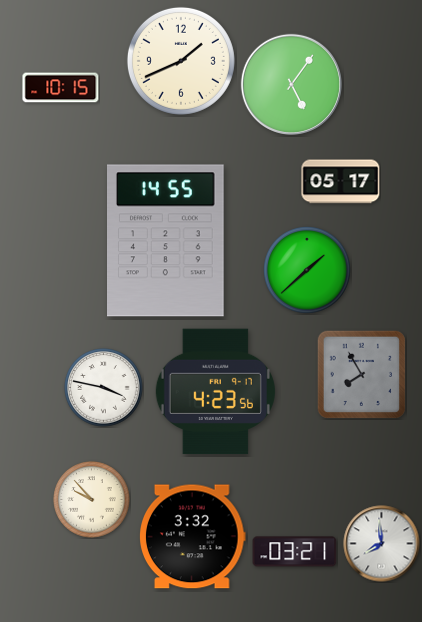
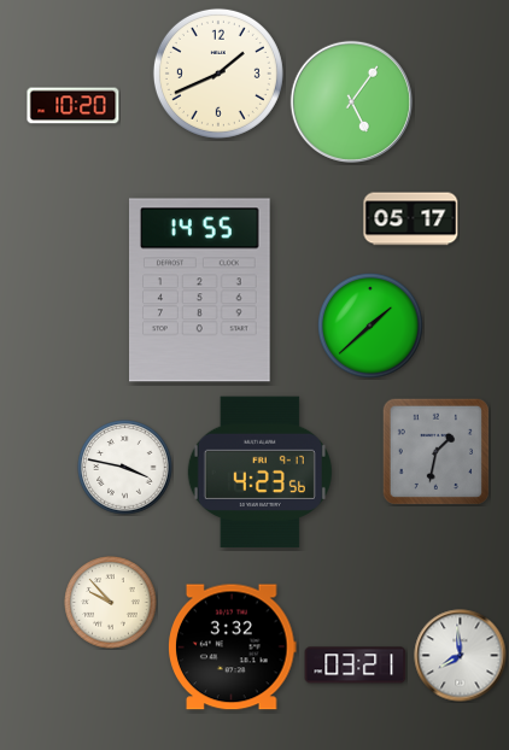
clock at (61, 88): 10:15 -> 10:20
clock at (361, 374): 7:55 -> 1:32
